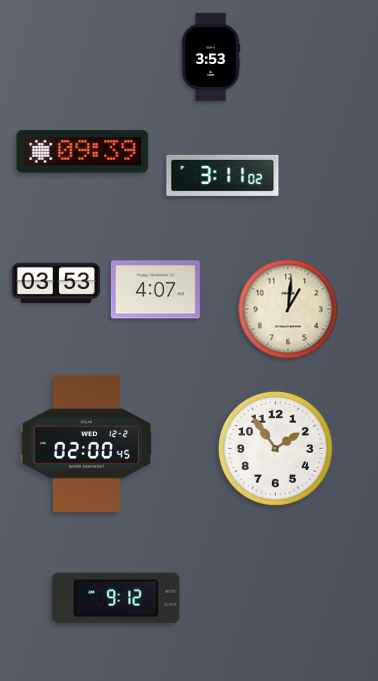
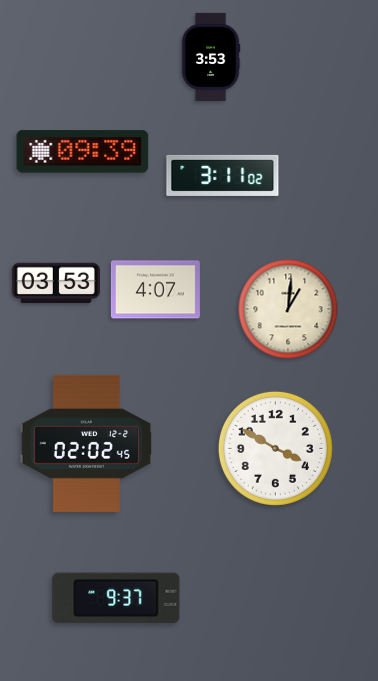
clock at (86, 443): 02:00 -> 02:02
clock at (275, 448): 1:54 -> 3:50
clock at (116, 598): 9:12 -> 9:37
